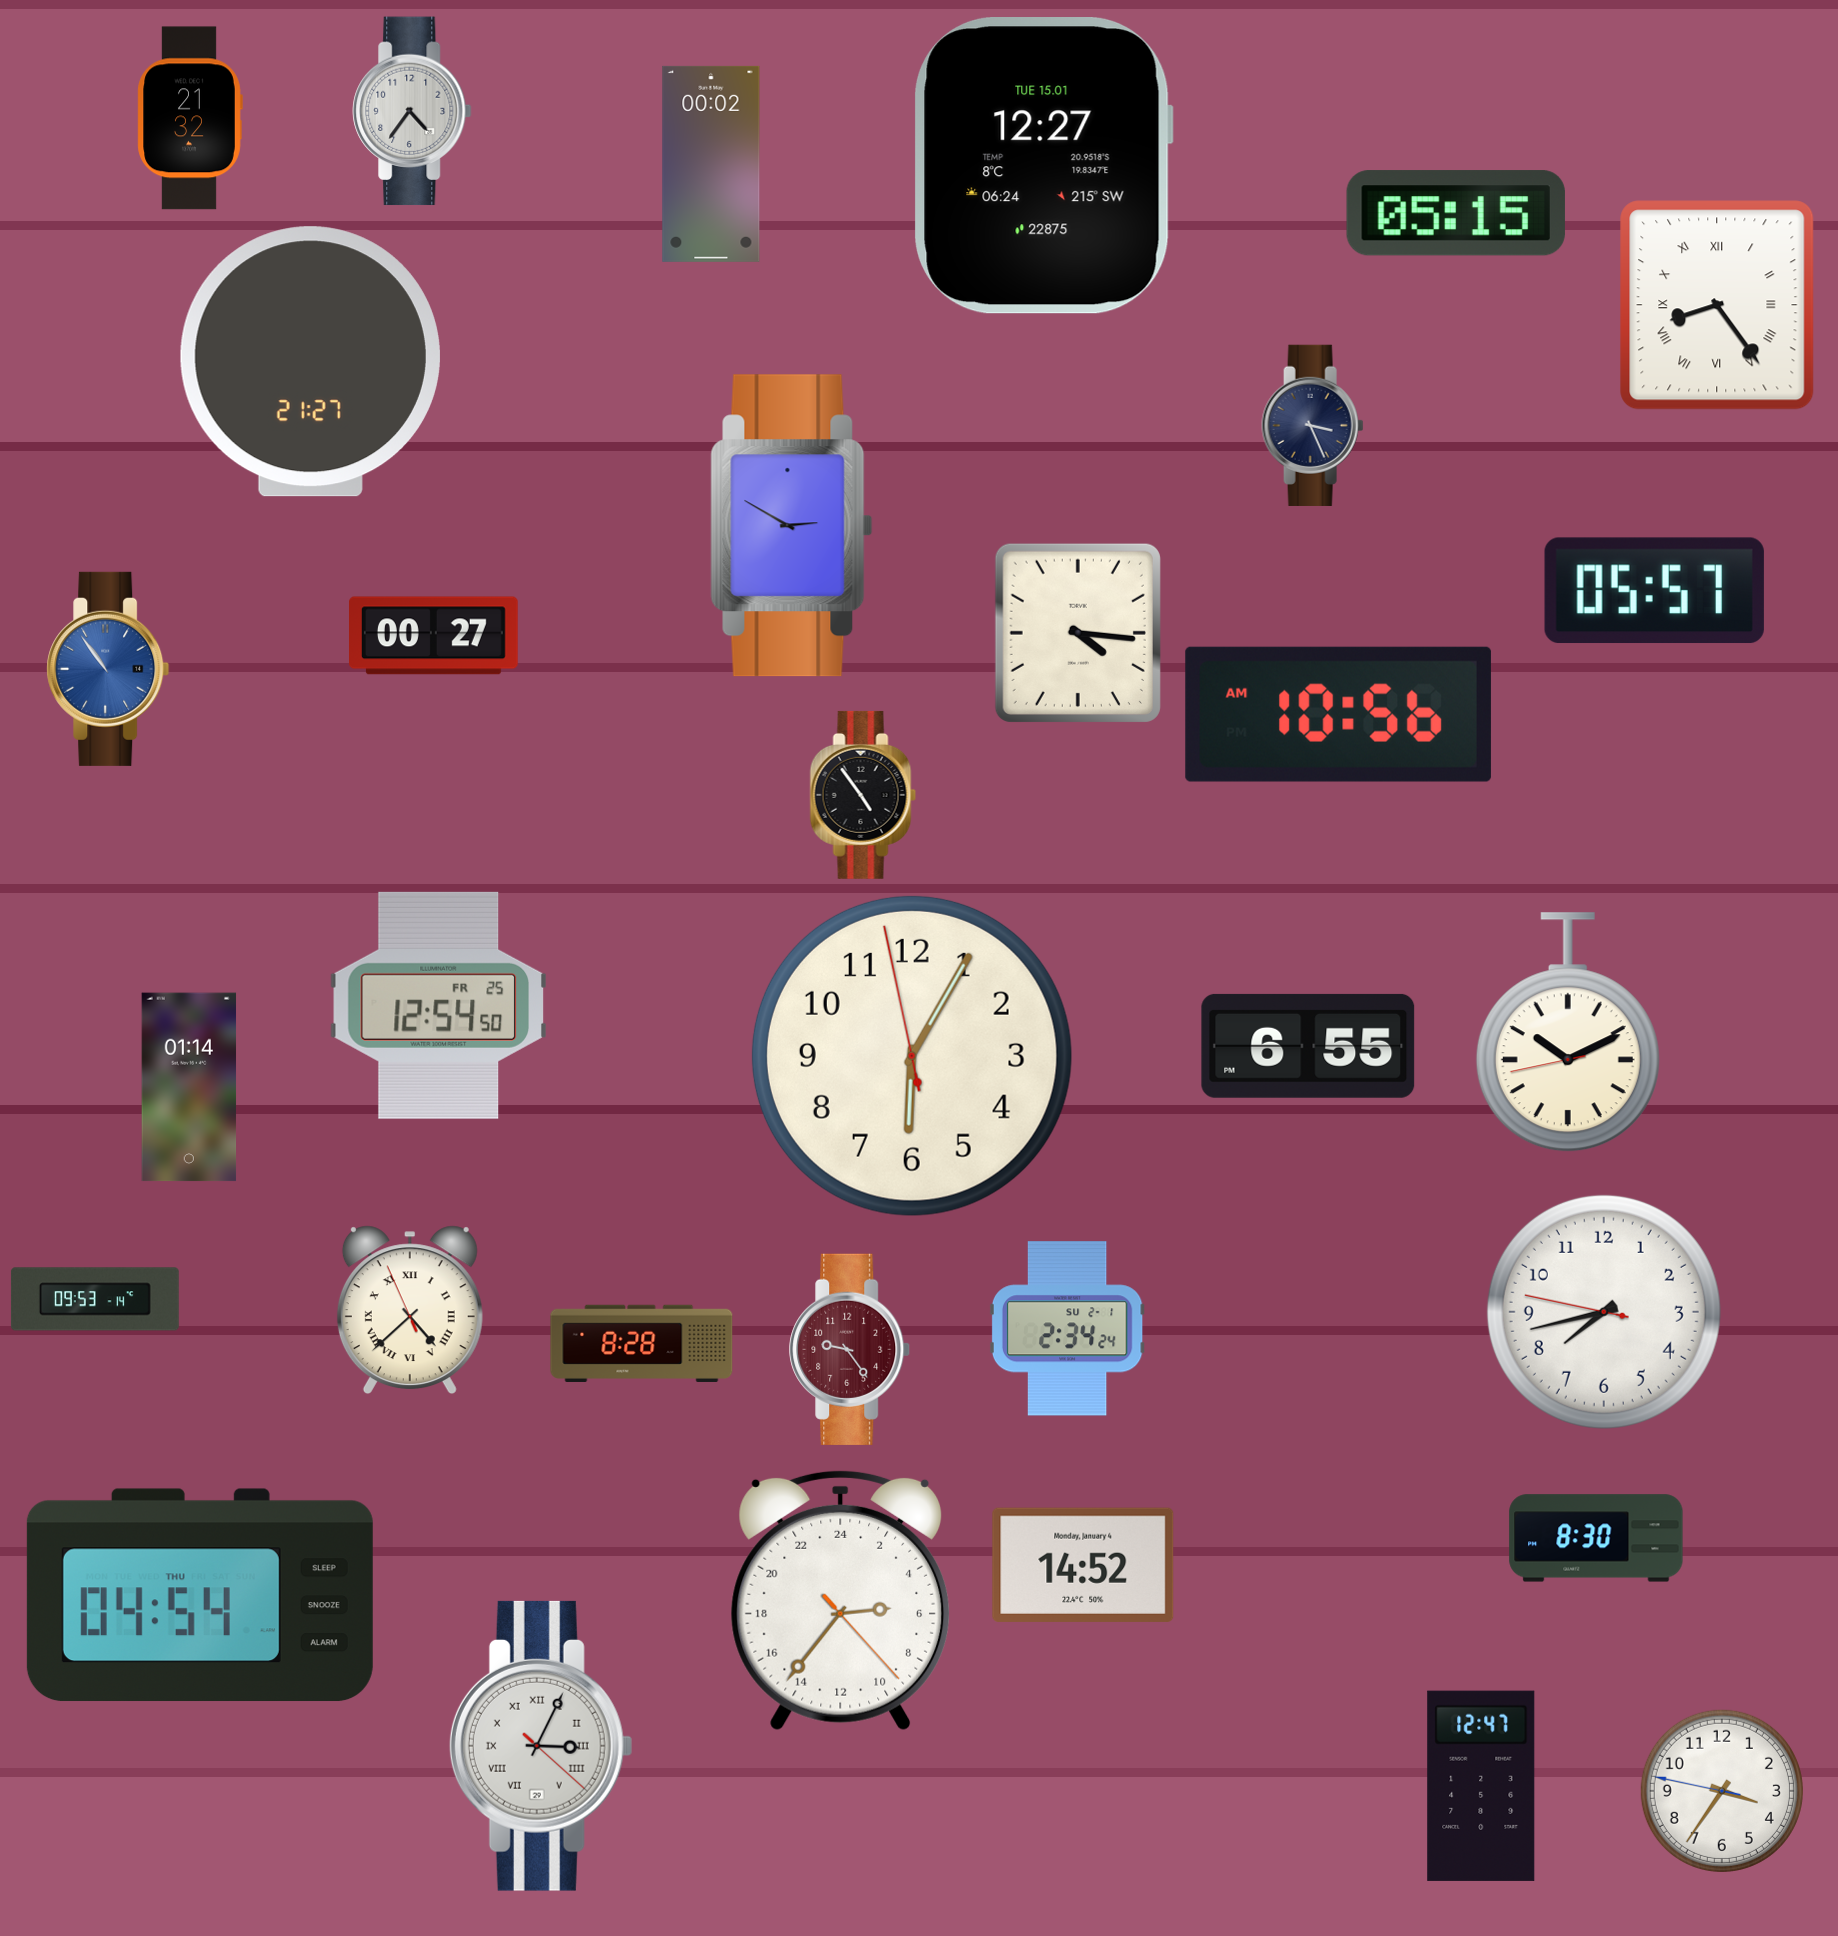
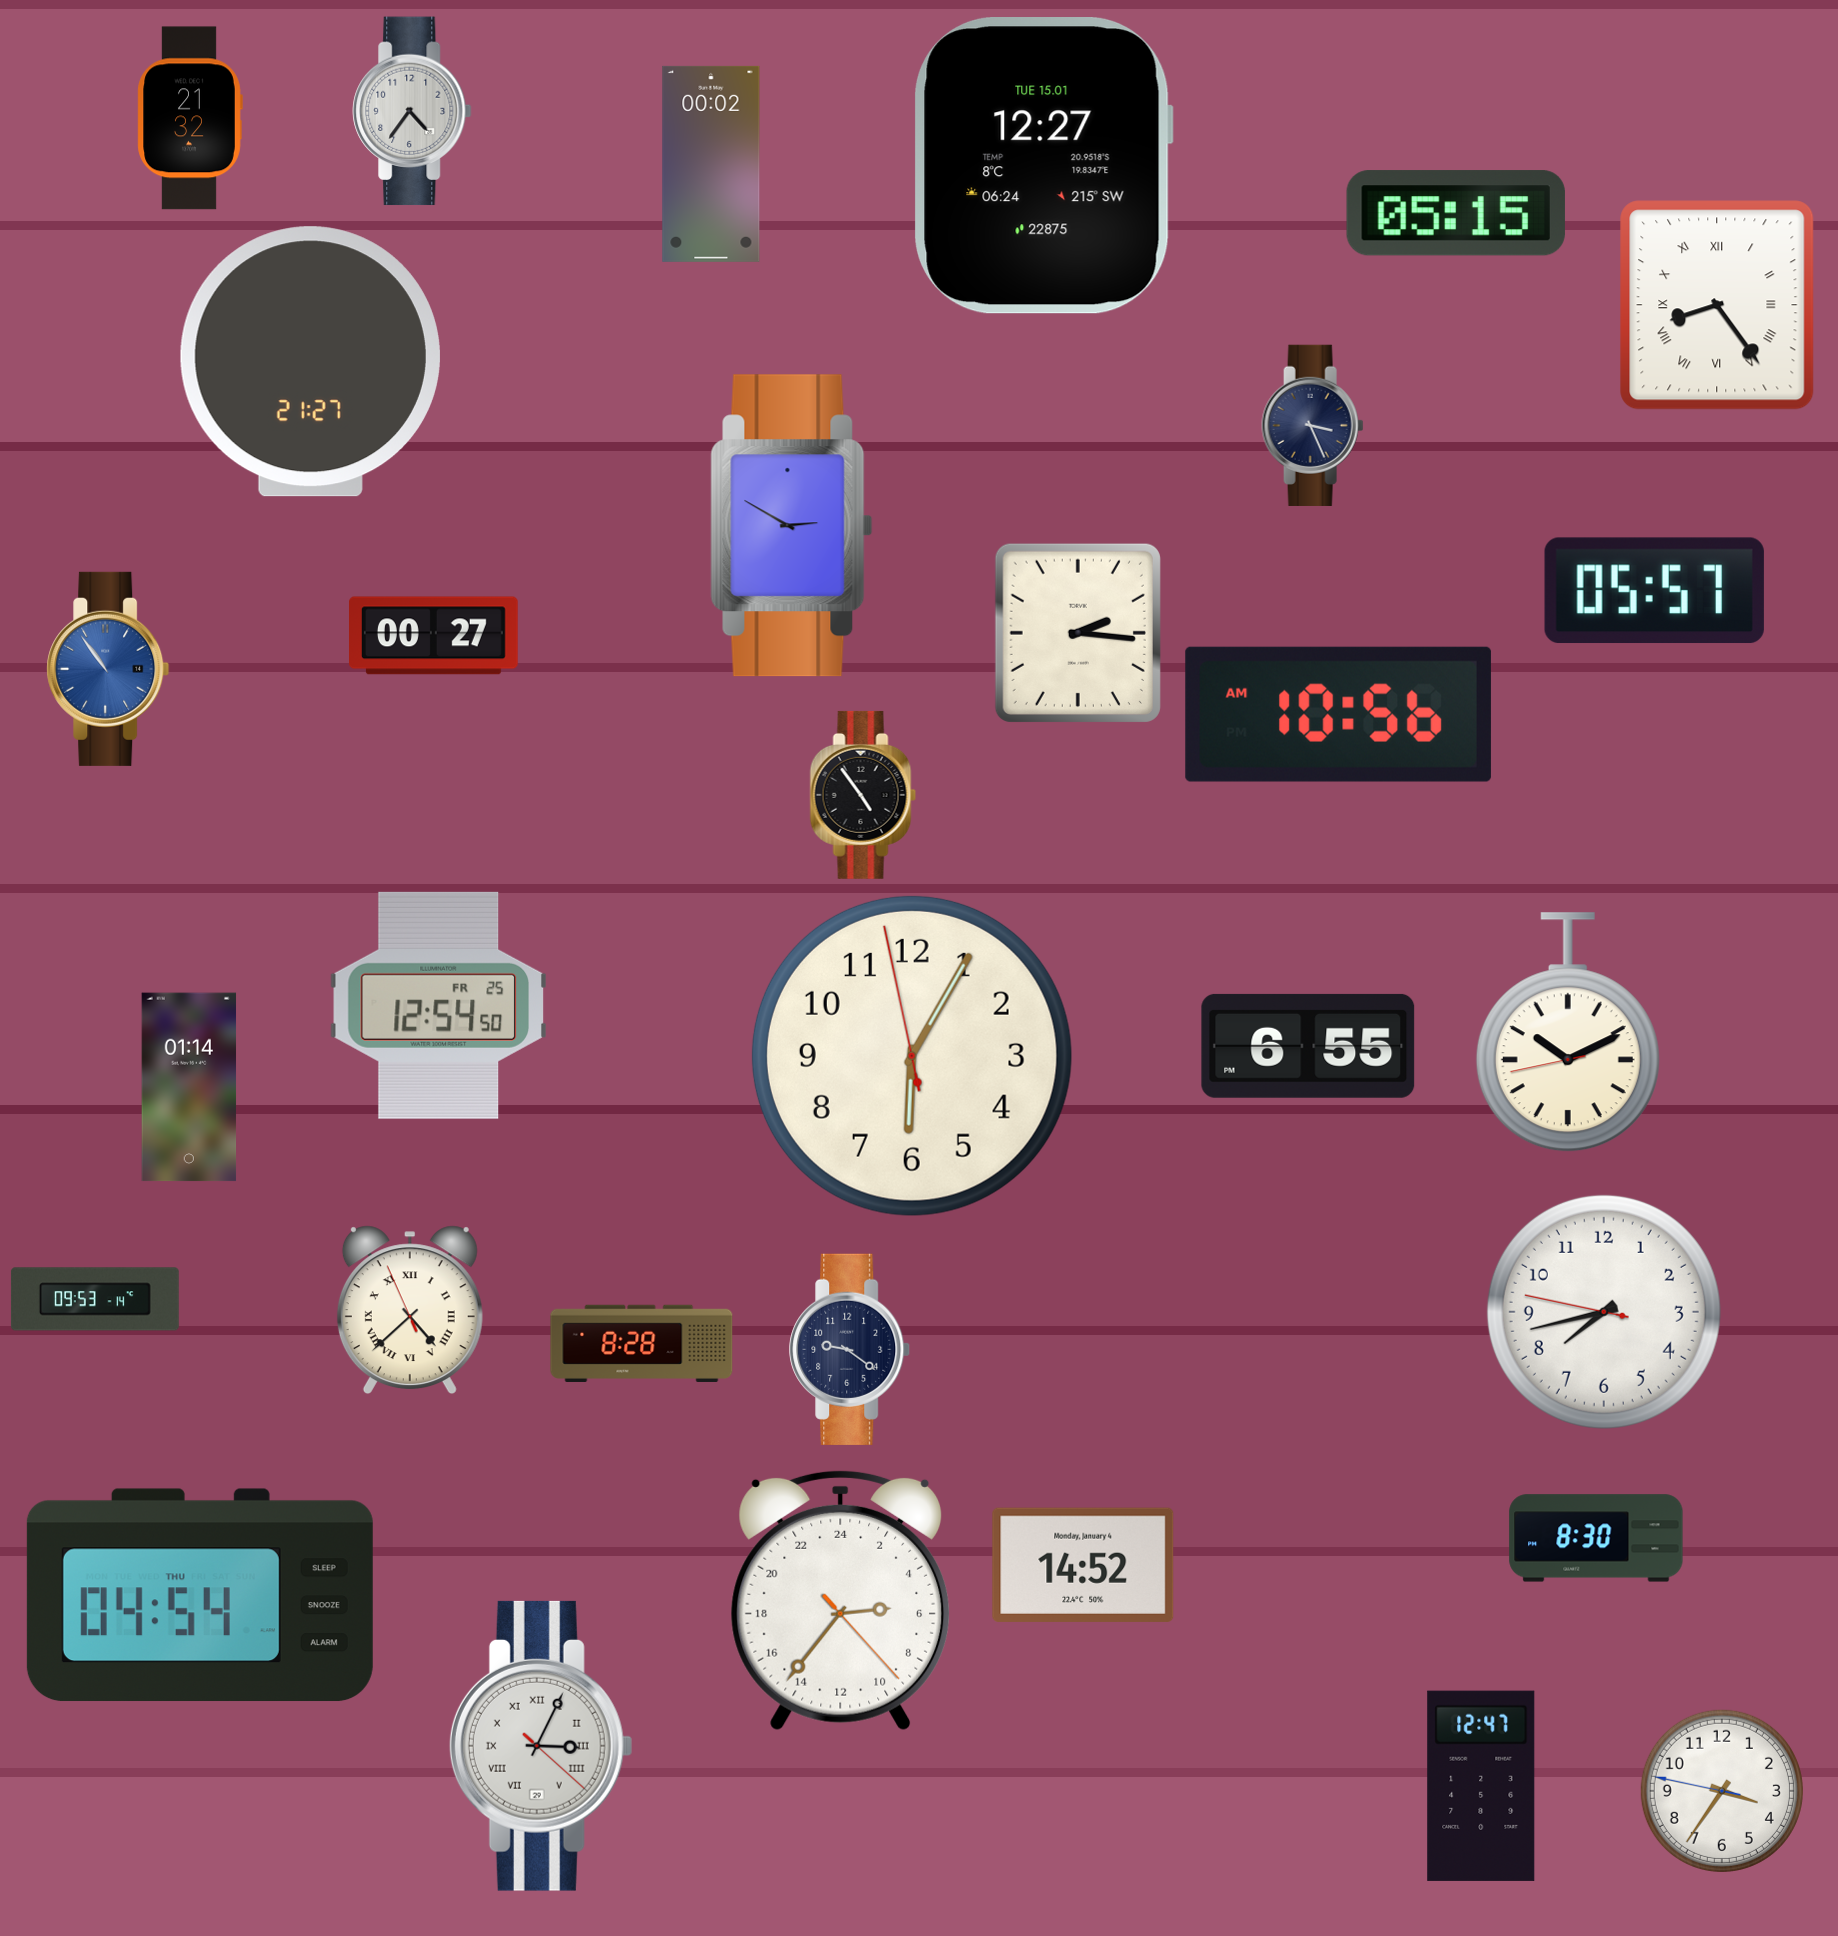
clock at (1078, 633): 4:16 -> 2:16
clock at (1067, 1329): 2:34 -> none
clock at (850, 1349): 9:24 -> 9:21
clock at (850, 1349) dial: burgundy -> navy
